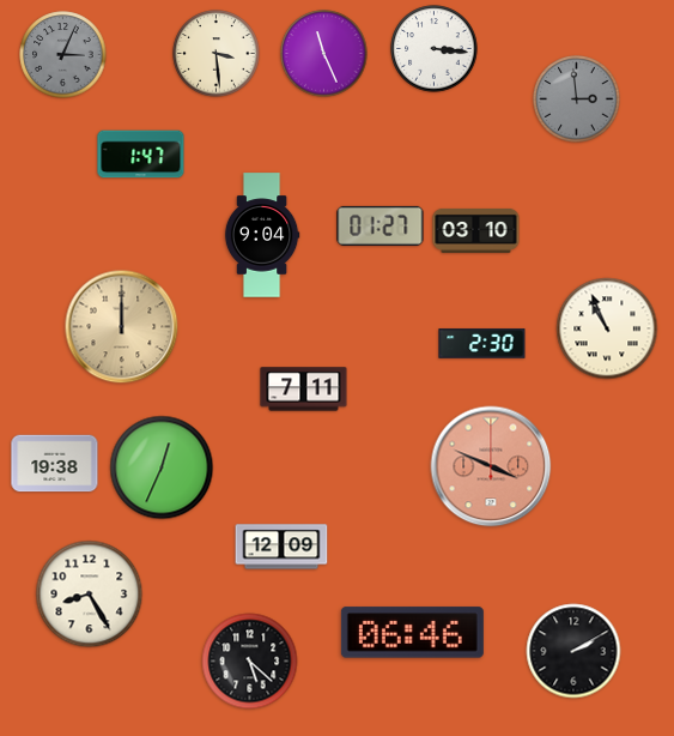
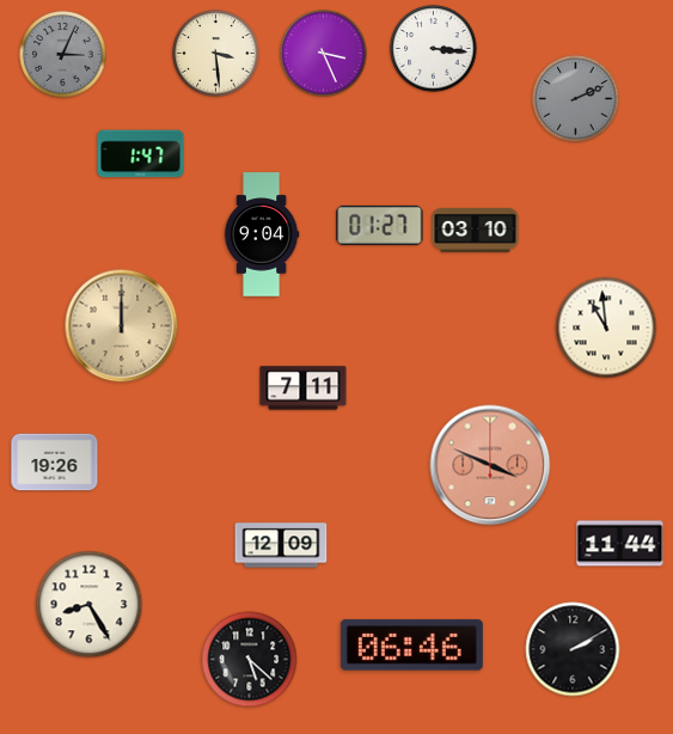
clock at (324, 54): 11:26 -> 3:26
clock at (577, 99): 2:59 -> 2:11
clock at (607, 328): 10:56 -> 10:59
clock at (482, 344): 2:30 -> none
clock at (55, 464): 19:38 -> 19:26
clock at (162, 467): 12:34 -> none
clock at (620, 544): none -> 11:44
clock at (90, 595) position: (90, 595) -> (90, 605)
clock at (412, 633) position: (412, 633) -> (411, 646)
